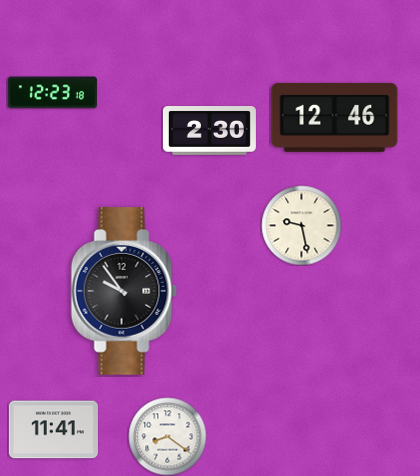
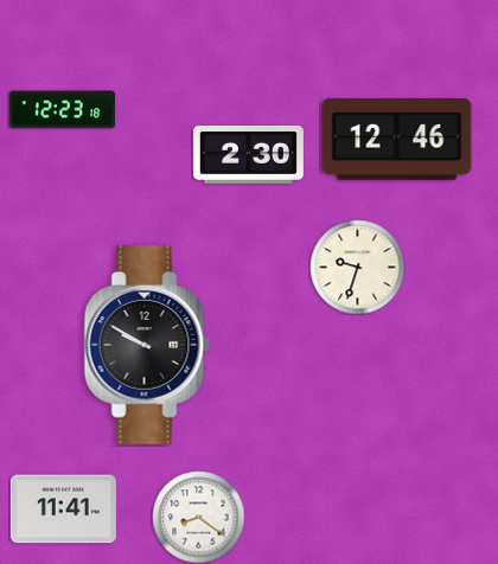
clock at (301, 225): 9:28 -> 9:33
clock at (124, 291): 9:54 -> 9:50
